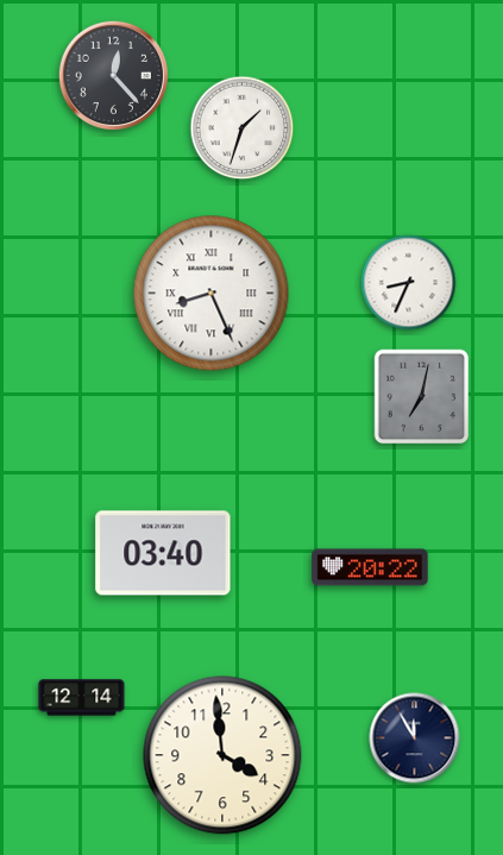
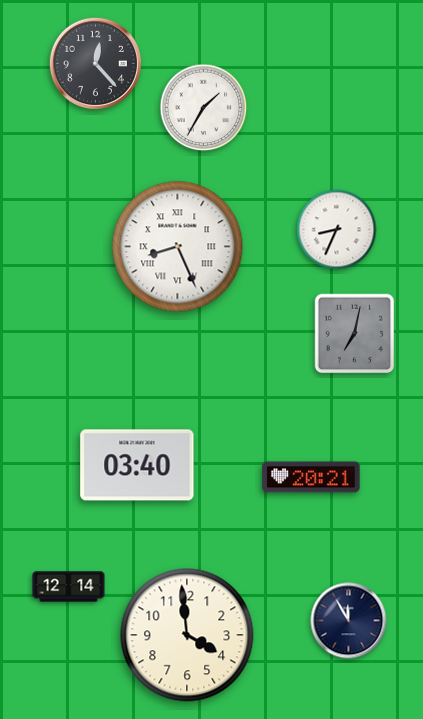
clock at (243, 128): 1:33 -> 1:35
clock at (409, 283) position: (409, 283) -> (337, 230)
clock at (370, 567): 20:22 -> 20:21
